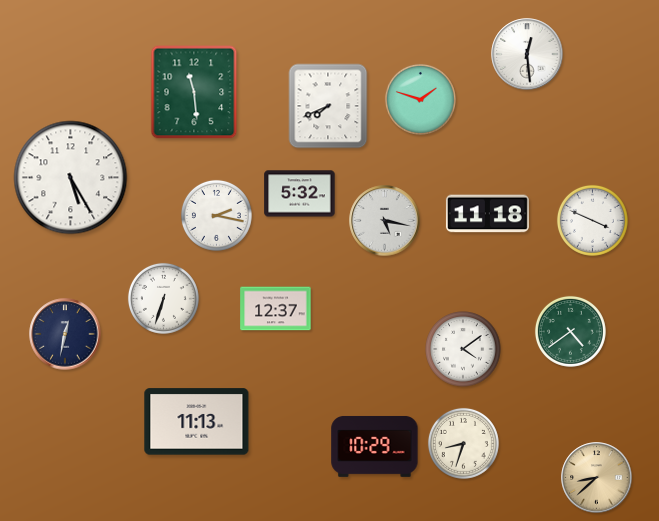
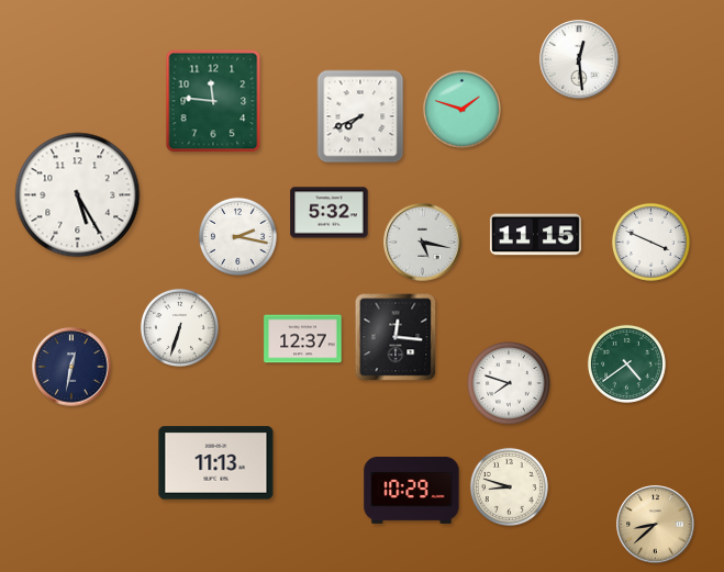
clock at (194, 92): 11:29 -> 11:46
clock at (487, 214): 11:18 -> 11:15
clock at (396, 337): none -> 12:16
clock at (463, 349): 4:09 -> 7:48
clock at (463, 443): 8:33 -> 8:48
